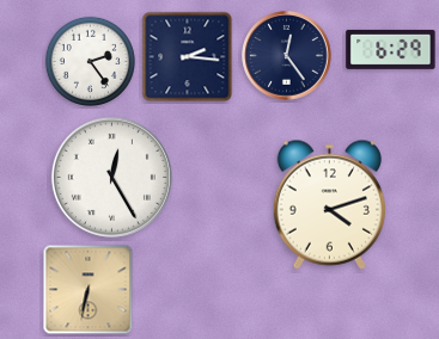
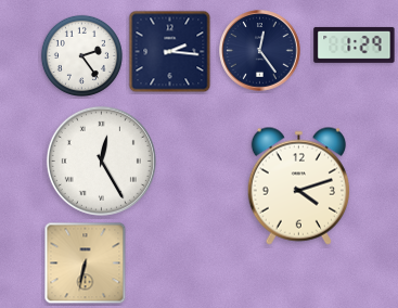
clock at (391, 49): 6:29 -> 1:29
clock at (89, 290) position: (89, 290) -> (86, 264)
